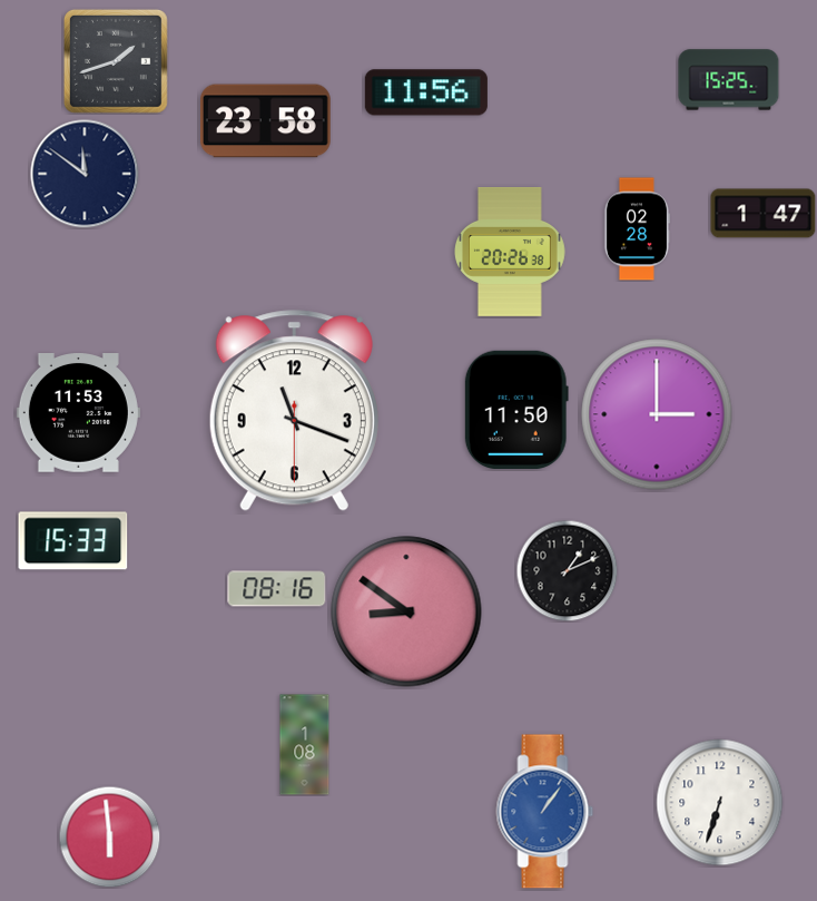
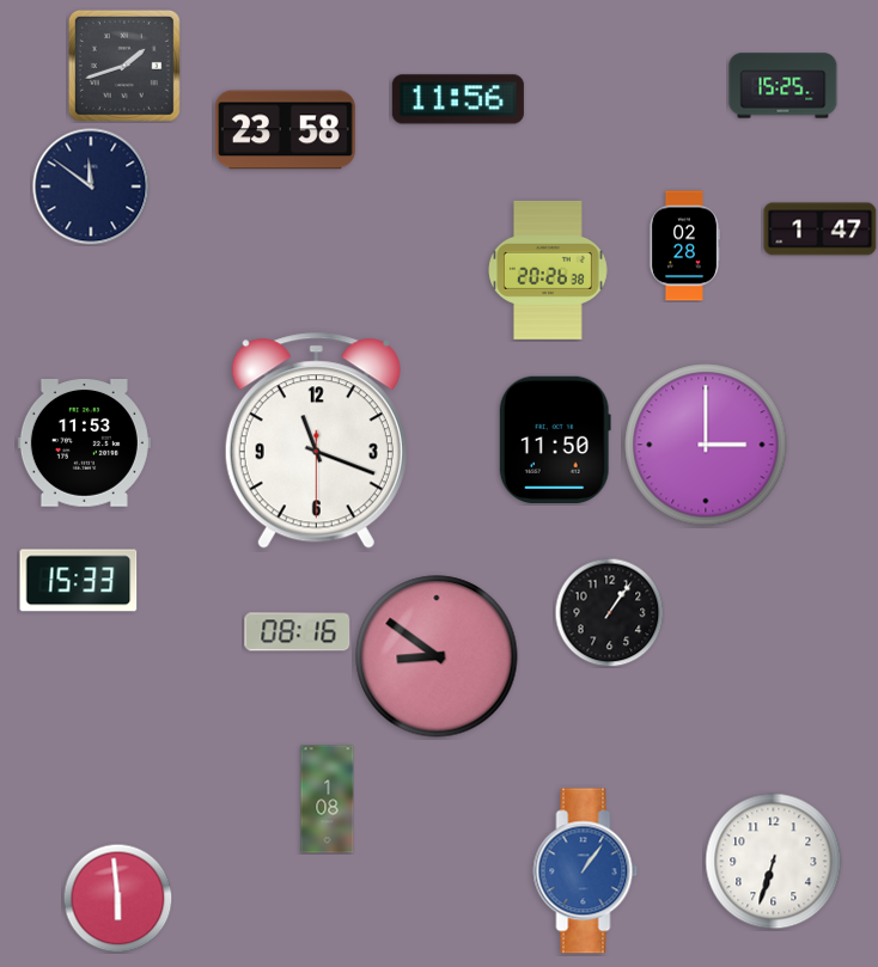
clock at (567, 570): 1:11 -> 1:06
